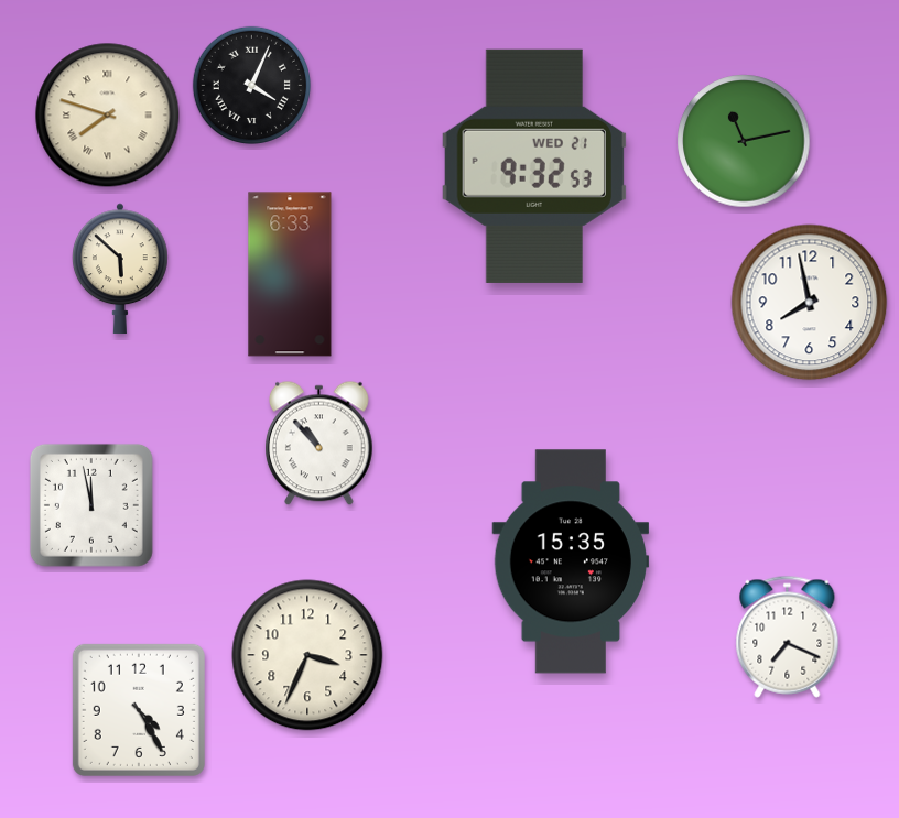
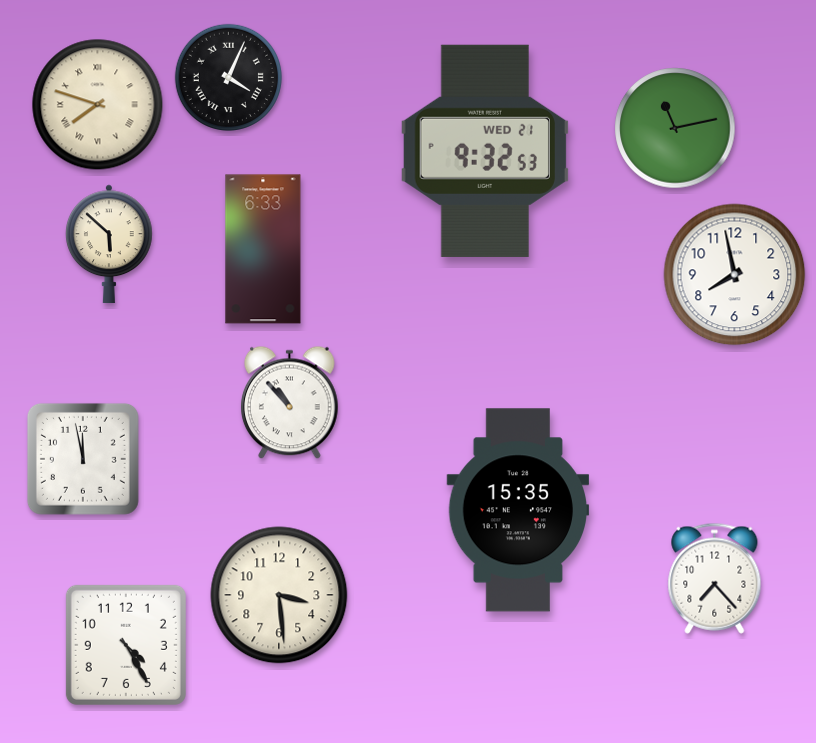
clock at (788, 636): 7:19 -> 7:23
clock at (307, 655): 3:34 -> 3:29
